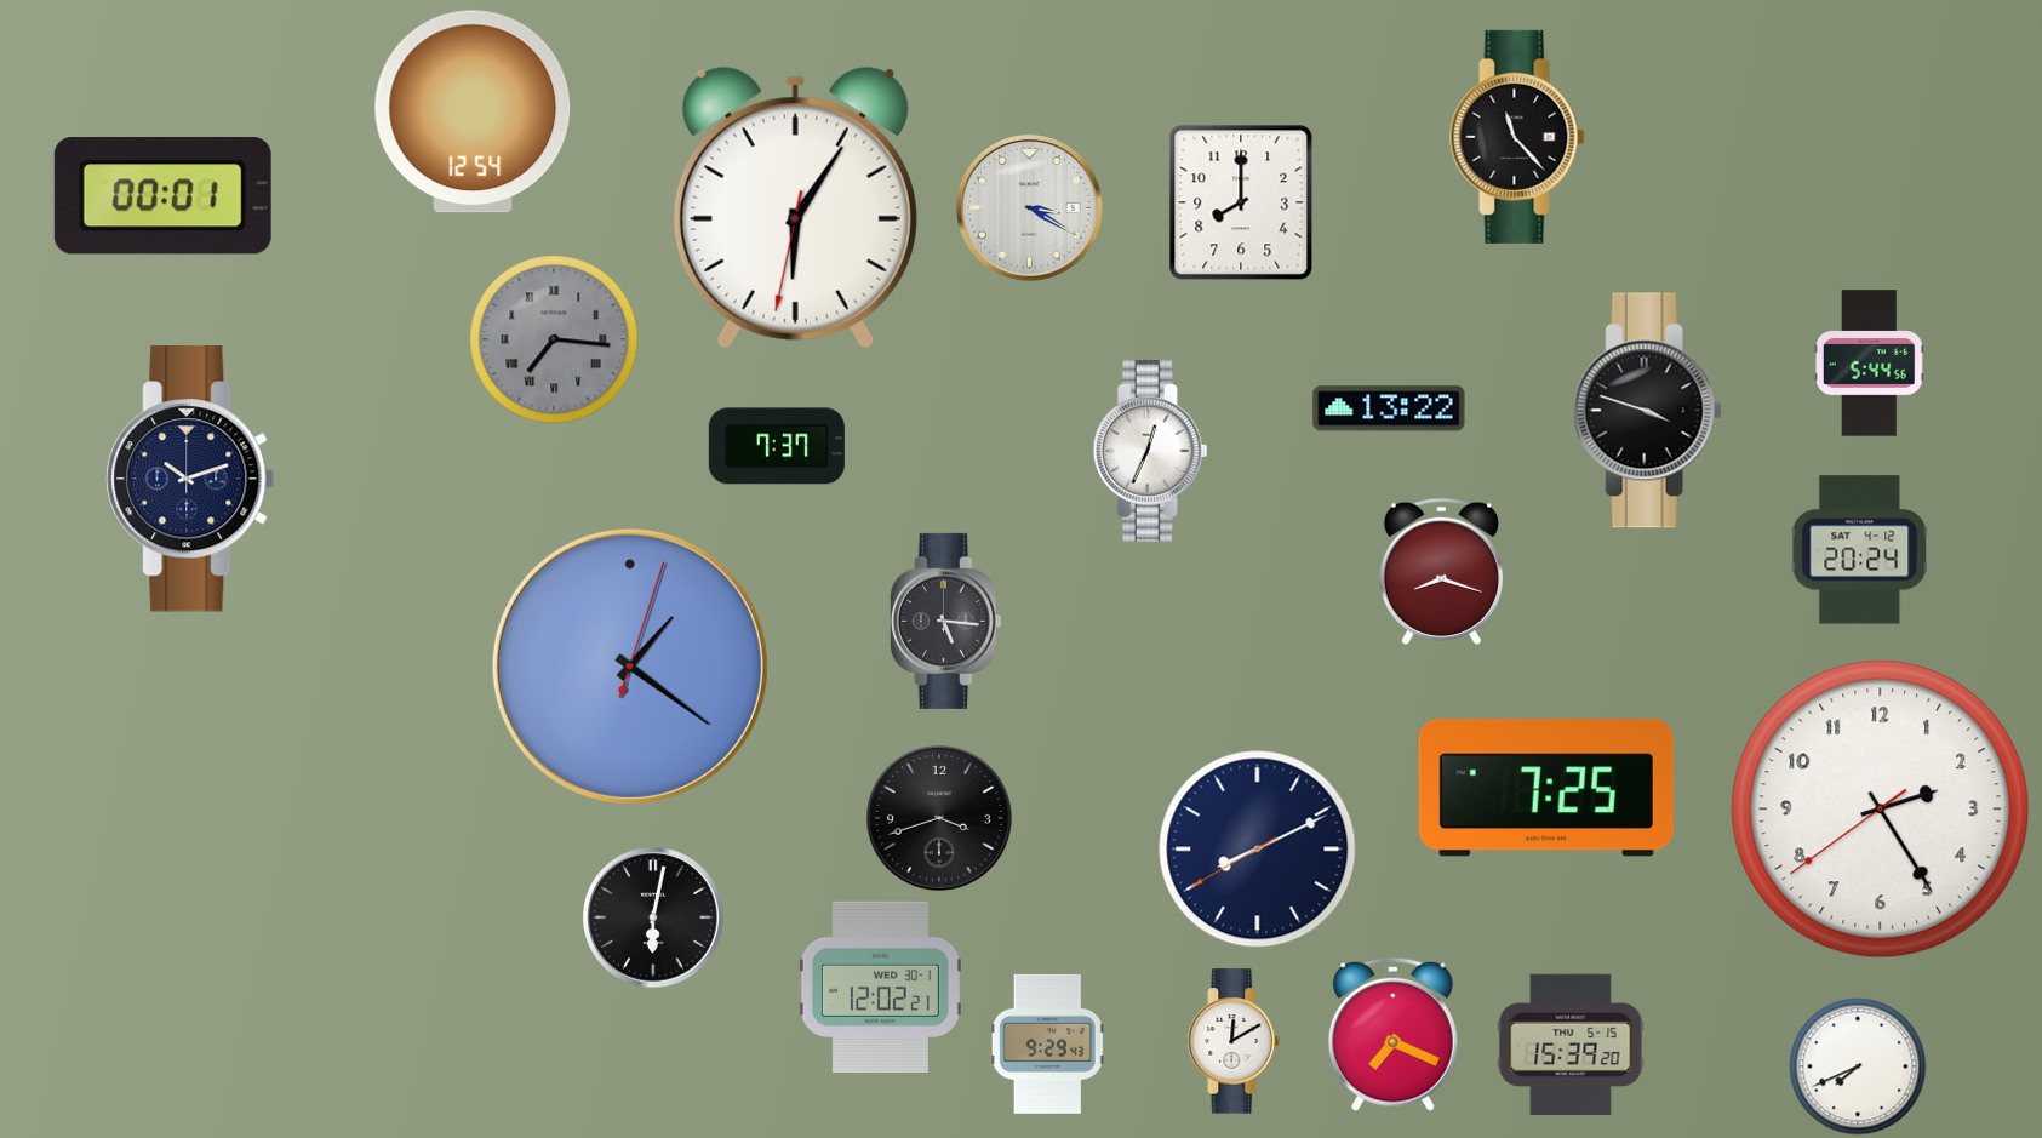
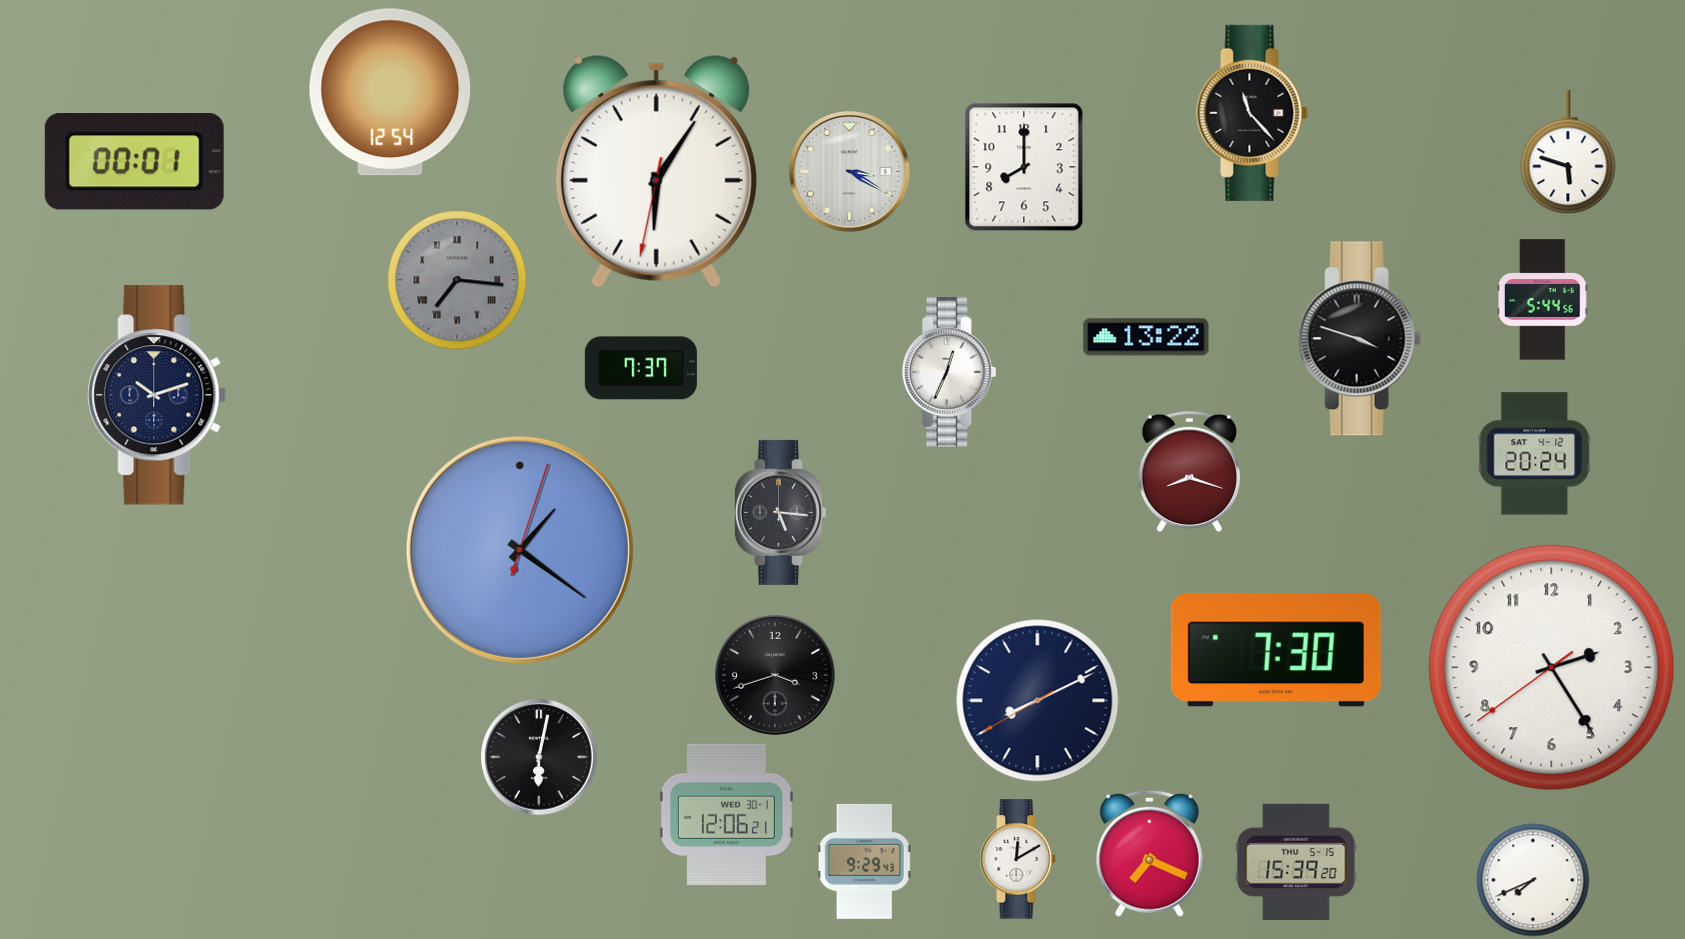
clock at (1568, 153): none -> 5:48
clock at (1546, 788): 7:25 -> 7:30
clock at (880, 987): 12:02 -> 12:06
